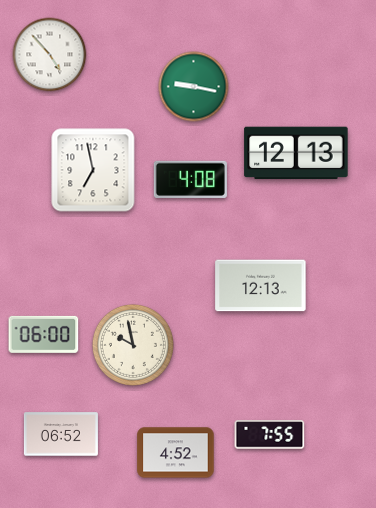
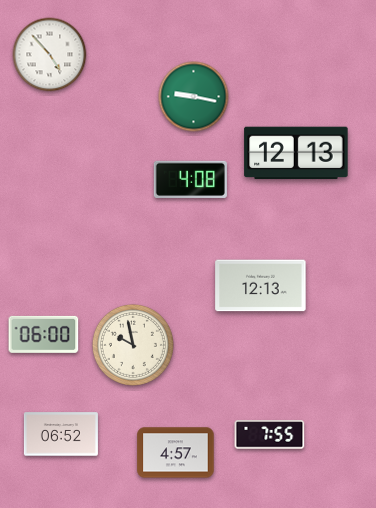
clock at (194, 87) position: (194, 87) -> (194, 97)
clock at (93, 170): 6:58 -> none
clock at (176, 453): 4:52 -> 4:57
